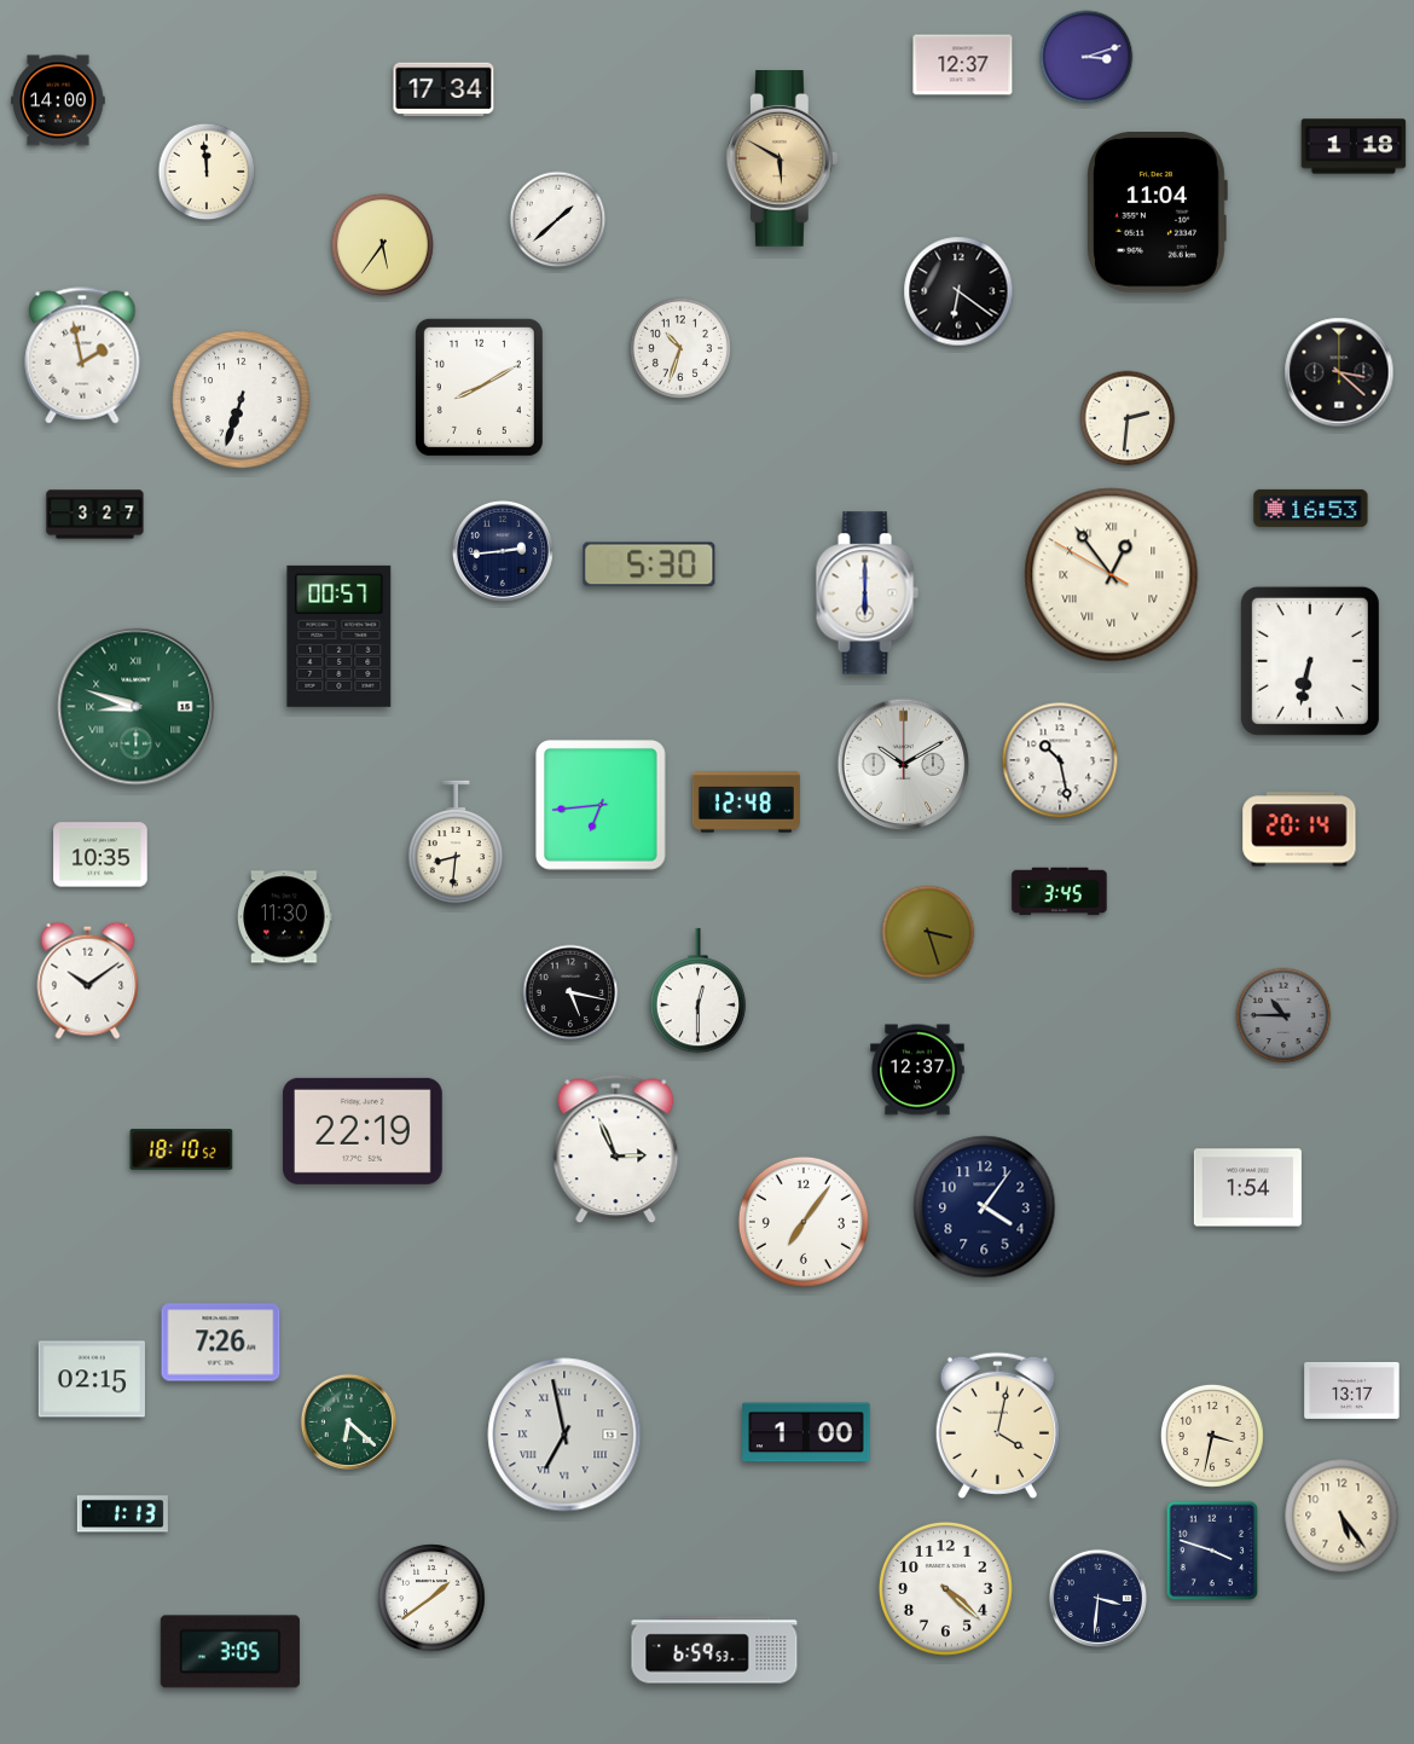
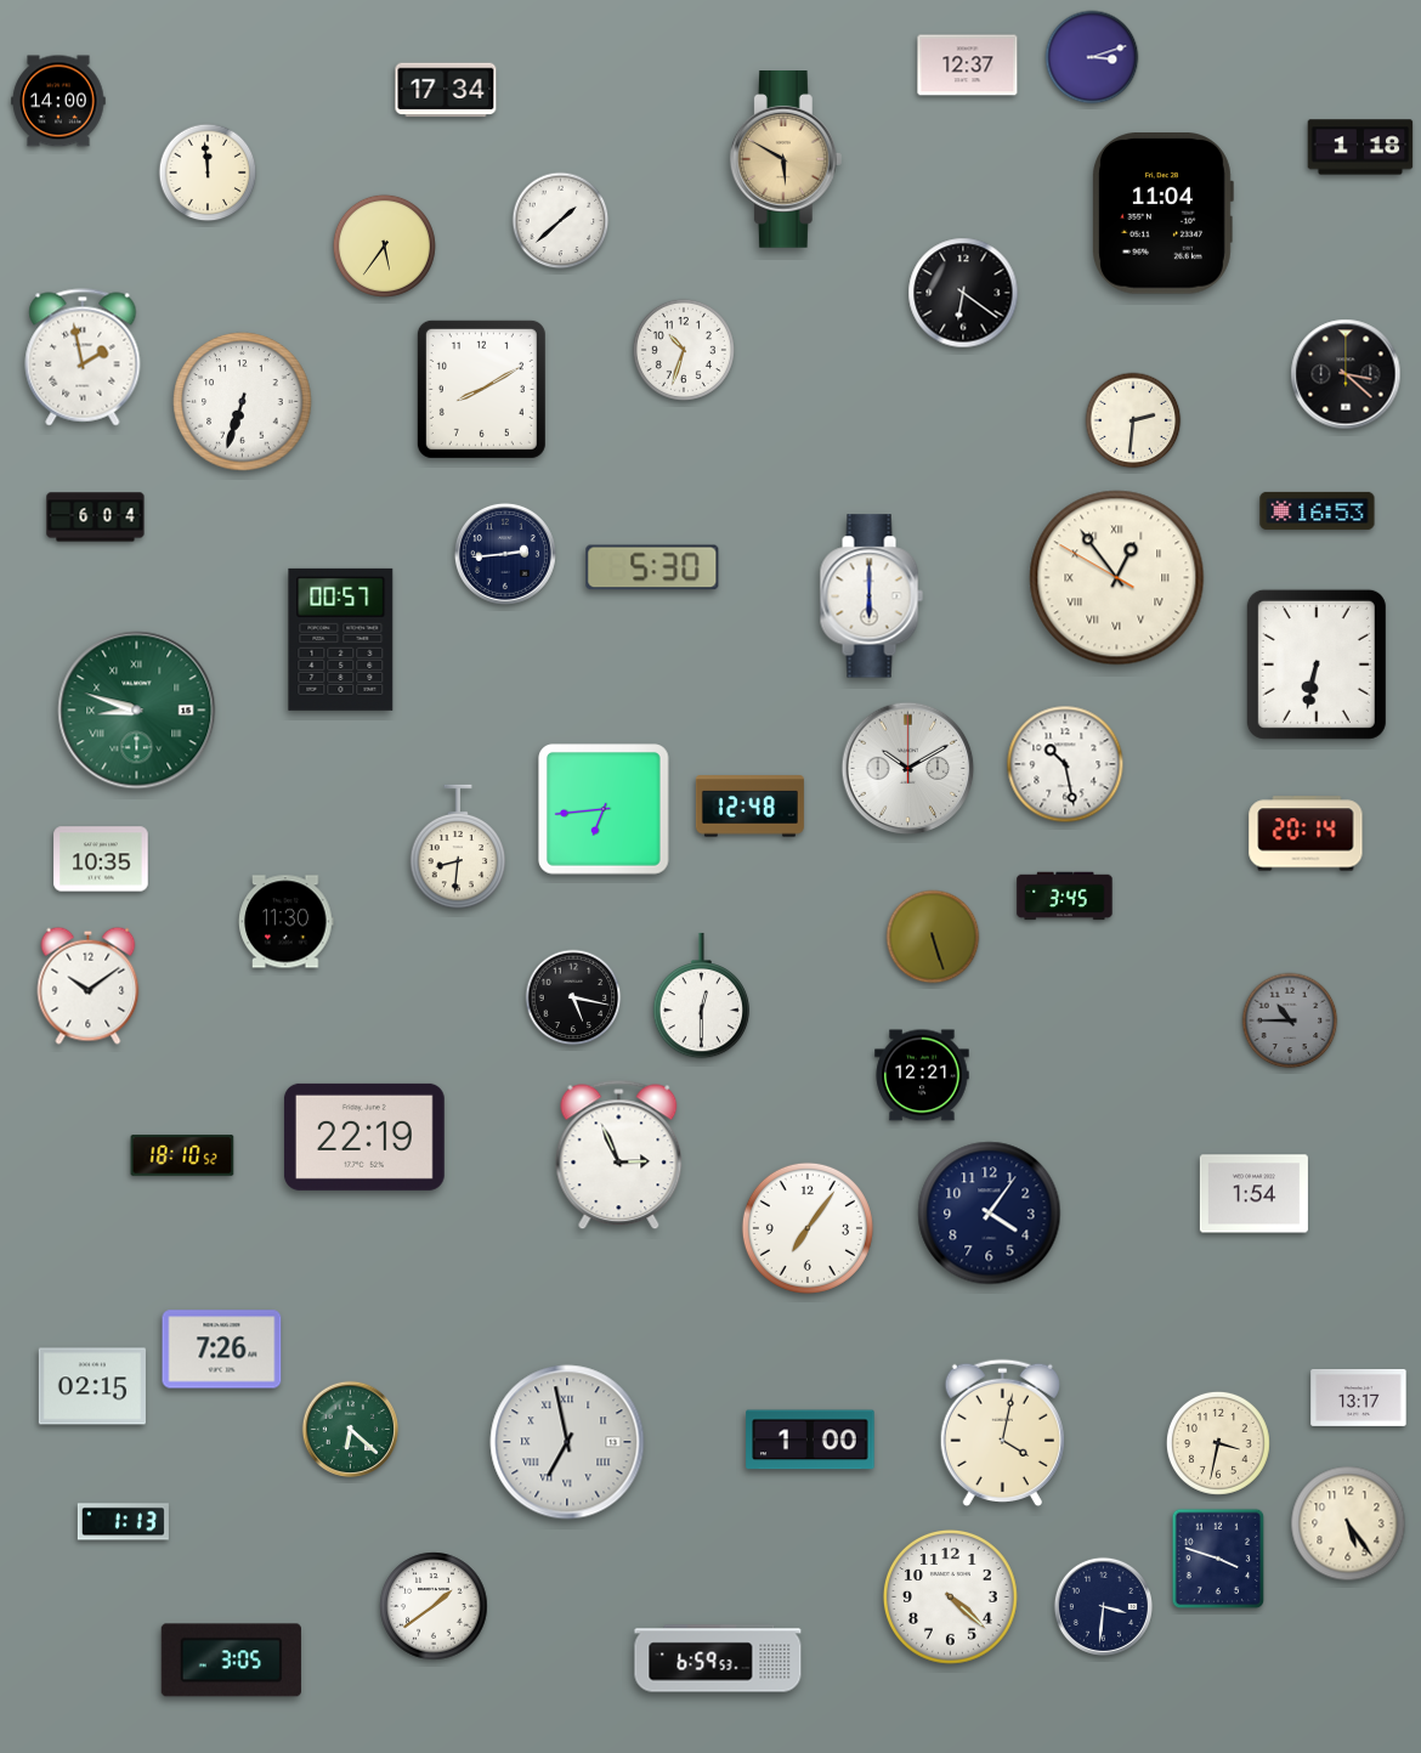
clock at (95, 515): 3:27 -> 6:04
clock at (928, 932): 3:27 -> 5:27
clock at (917, 1070): 12:37 -> 12:21
